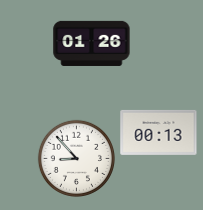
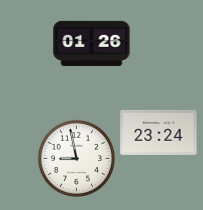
clock at (159, 132): 00:13 -> 23:24
clock at (76, 158): 8:53 -> 8:58
